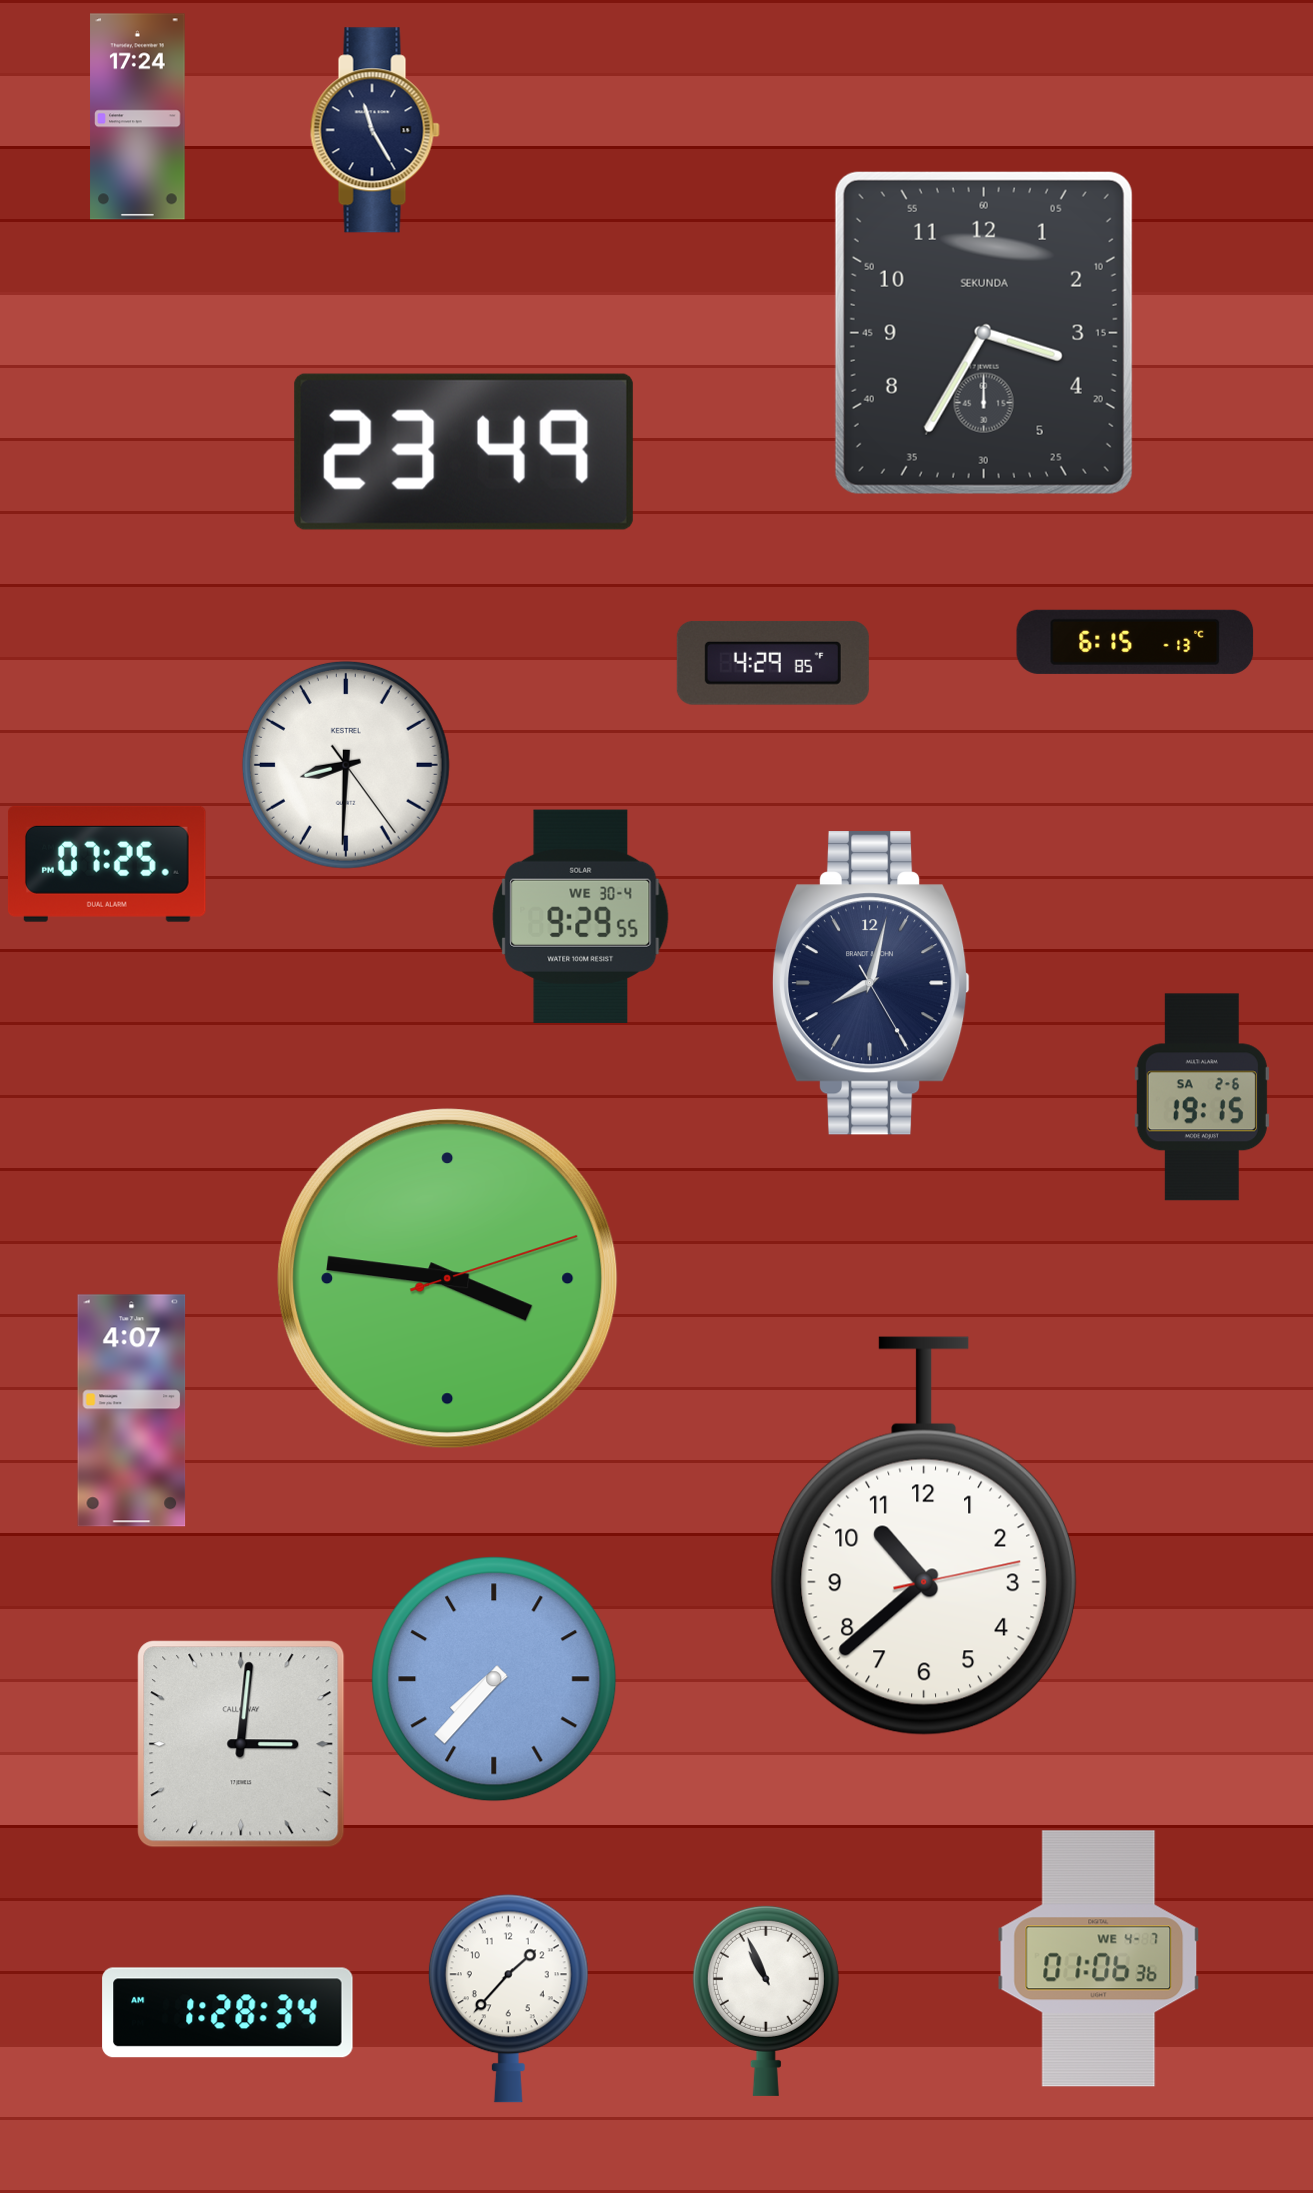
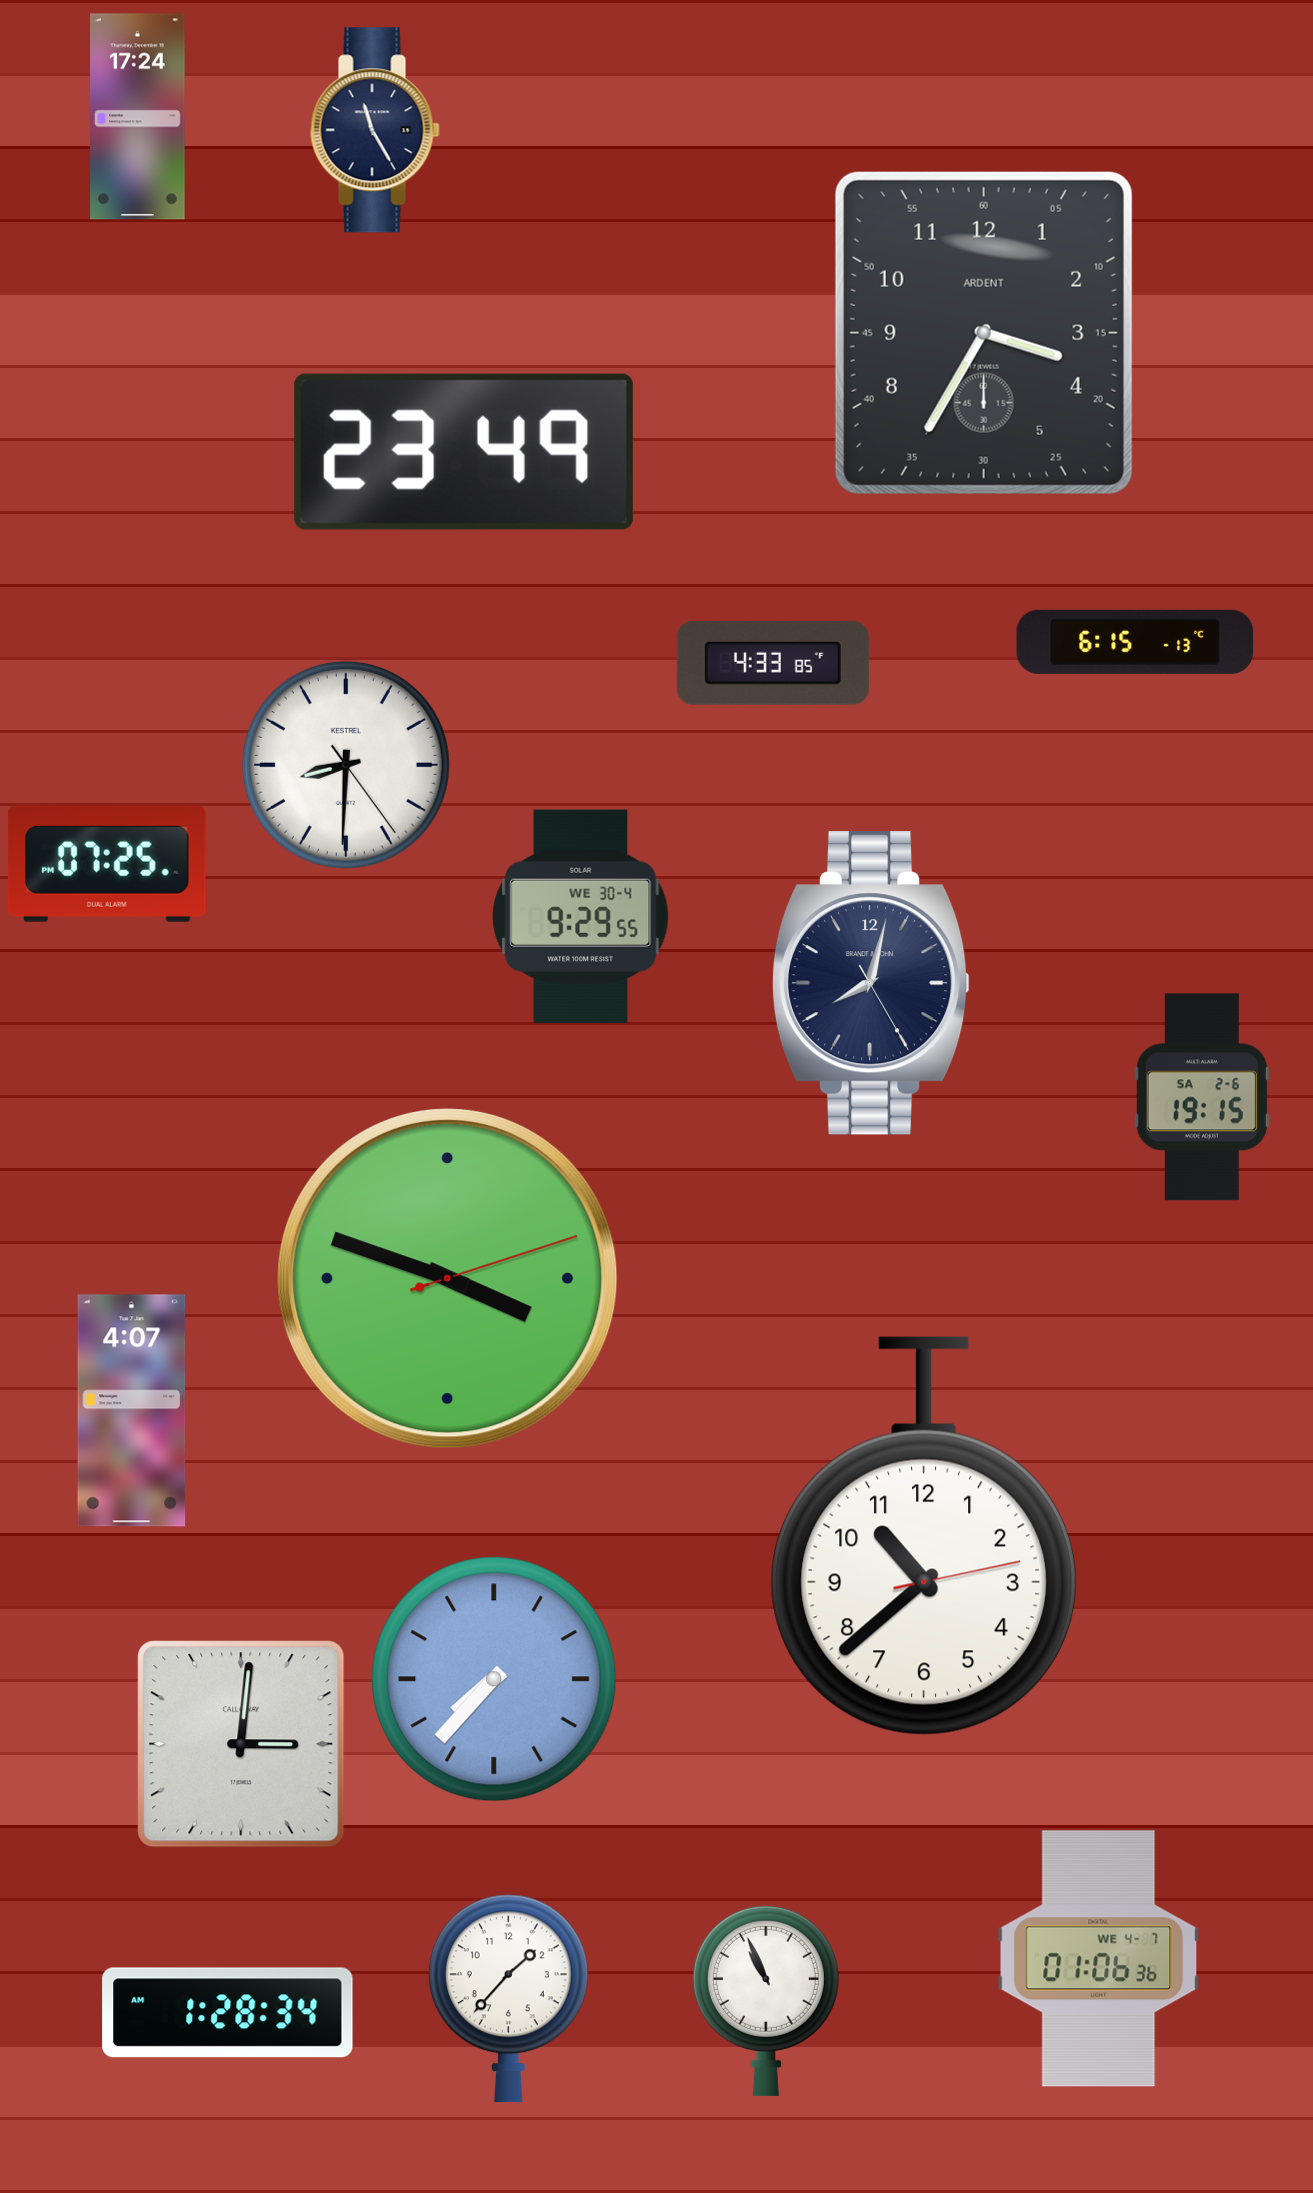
clock at (984, 333) brand: SEKUNDA -> ARDENT
clock at (773, 663): 4:29 -> 4:33
clock at (448, 1279): 3:46 -> 3:48
